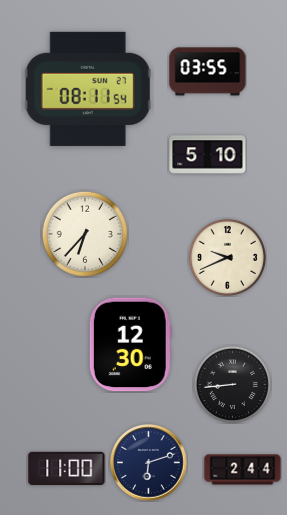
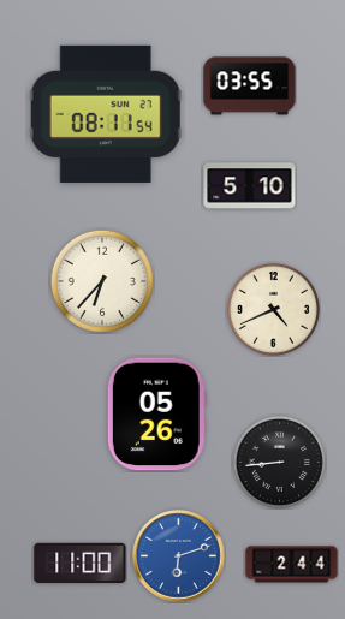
clock at (88, 89) position: (88, 89) -> (106, 114)
clock at (227, 257): 9:41 -> 4:41
clock at (130, 345): 12:30 -> 05:26
clock at (149, 463) dial: navy -> blue
